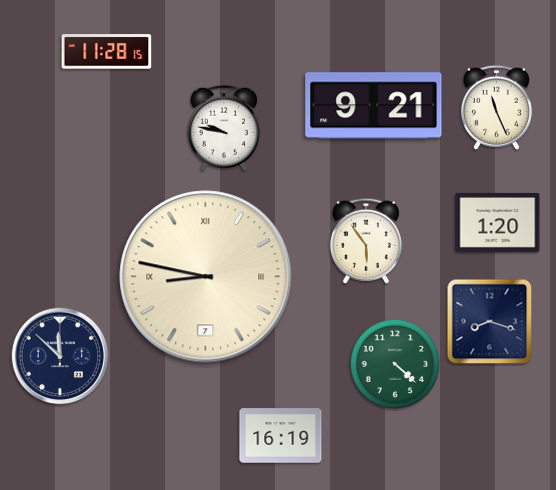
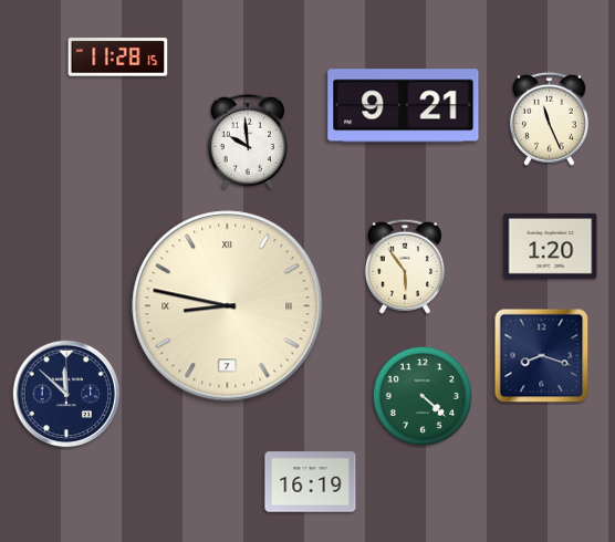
clock at (374, 106) position: (374, 106) -> (404, 106)
clock at (224, 128): 9:47 -> 9:59
clock at (394, 363) position: (394, 363) -> (421, 395)
